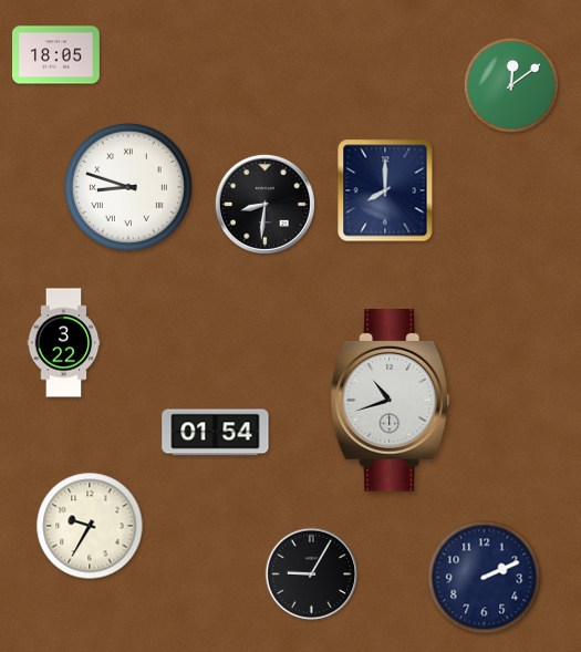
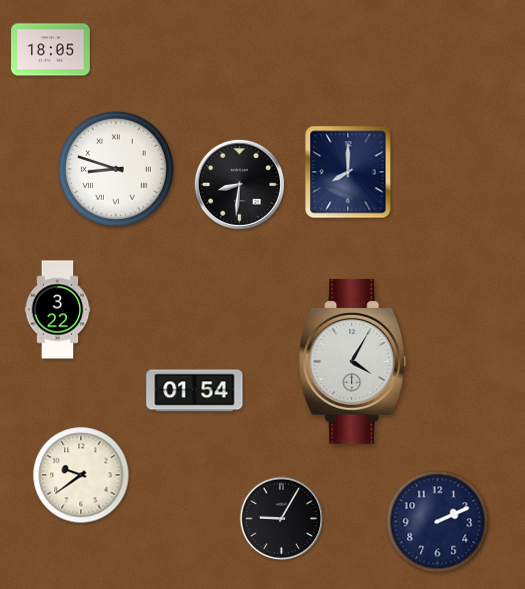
clock at (511, 85): 12:09 -> none
clock at (391, 401): 10:42 -> 4:05
clock at (90, 526): 9:35 -> 9:39
